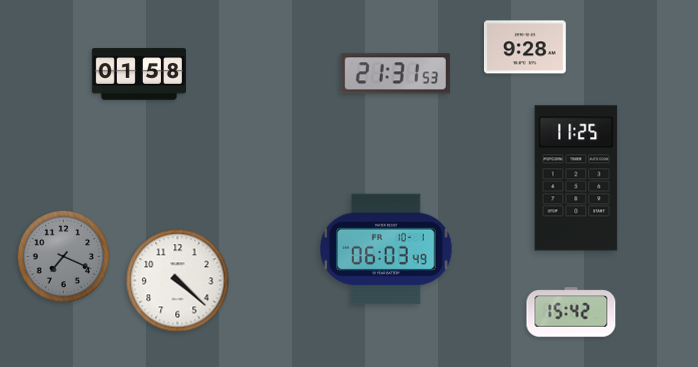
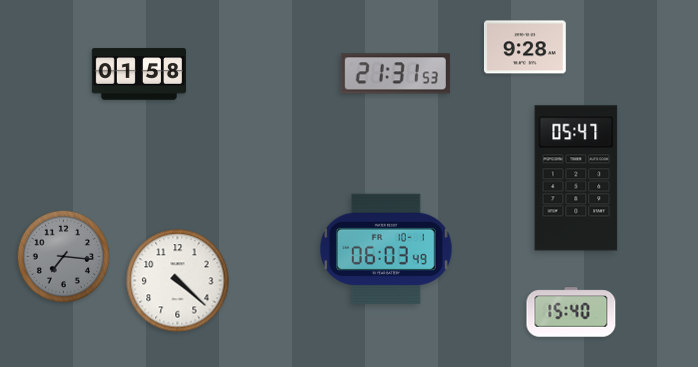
clock at (576, 178): 11:25 -> 05:47
clock at (63, 256): 7:19 -> 7:16
clock at (571, 312): 15:42 -> 15:40
